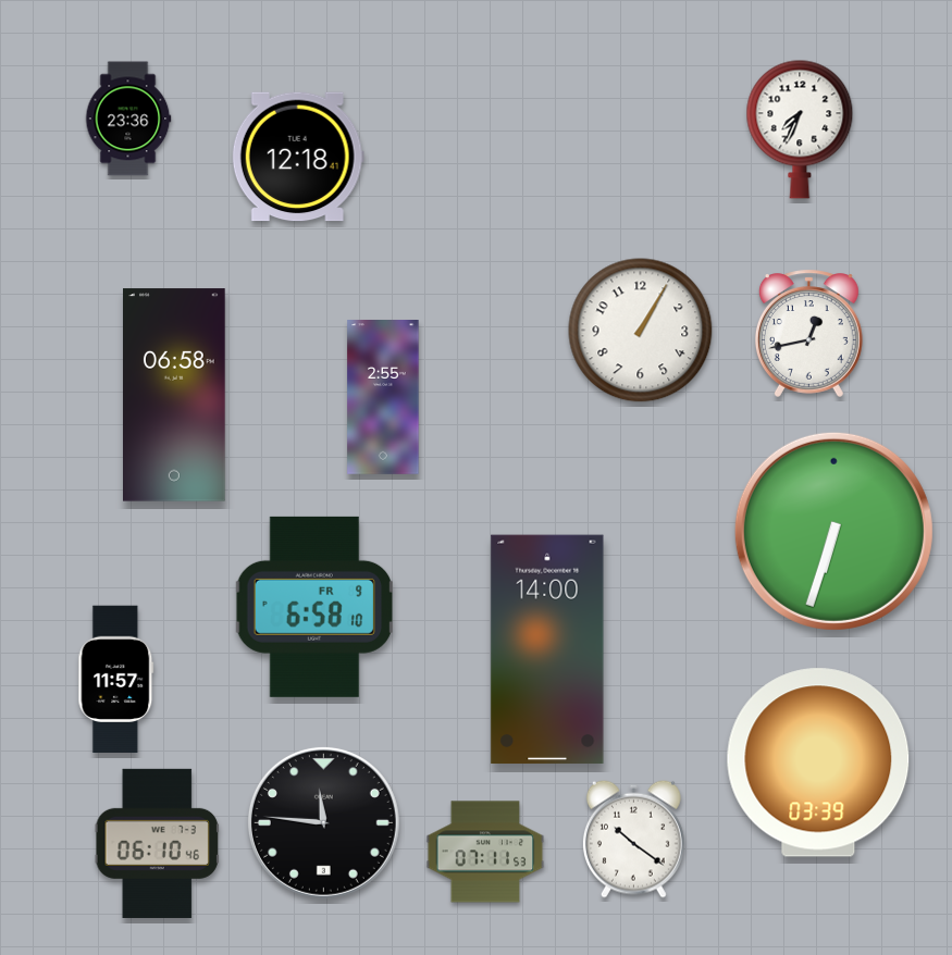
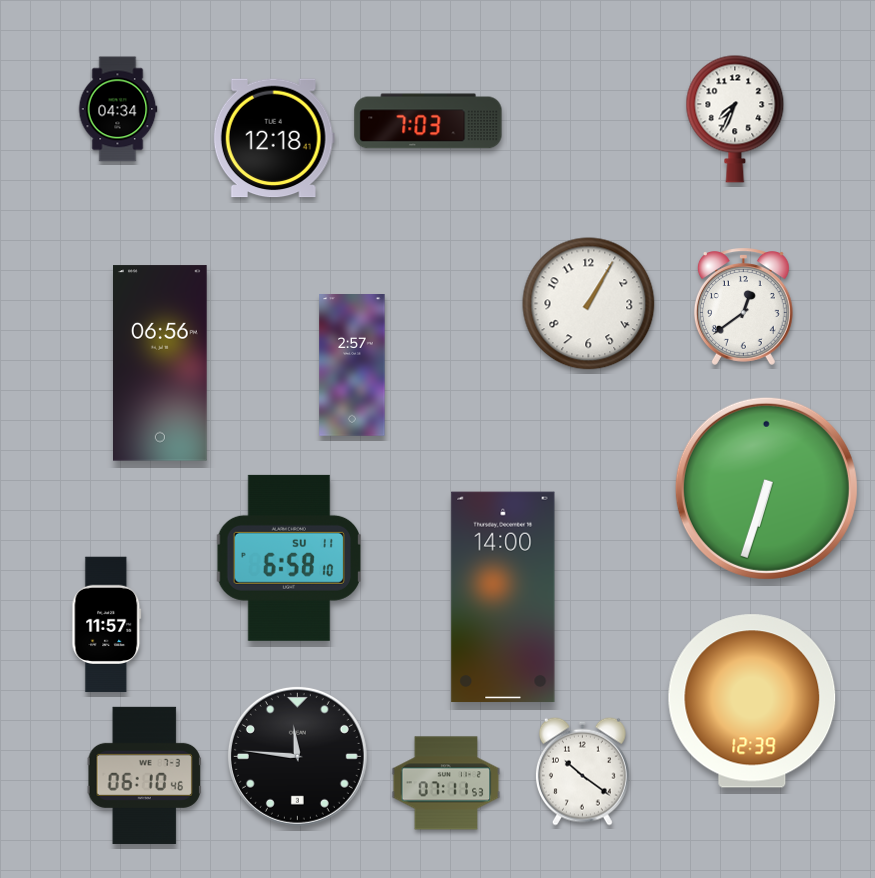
clock at (128, 119): 23:36 -> 04:34
clock at (428, 121): none -> 7:03
clock at (298, 157) position: (298, 157) -> (274, 138)
clock at (808, 333): 12:43 -> 12:39
clock at (175, 395): 06:58 -> 06:56
clock at (383, 398): 2:55 -> 2:57
clock at (314, 607) date: FR 9 -> SU 11
clock at (818, 762): 03:39 -> 12:39
